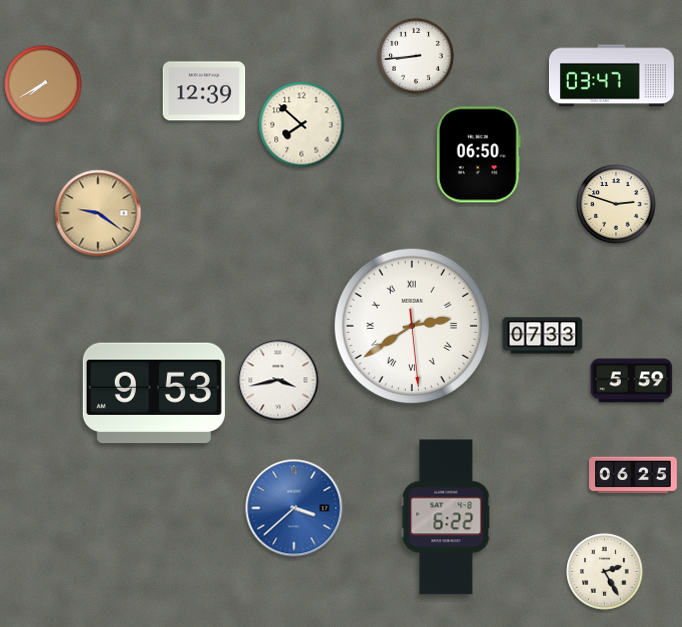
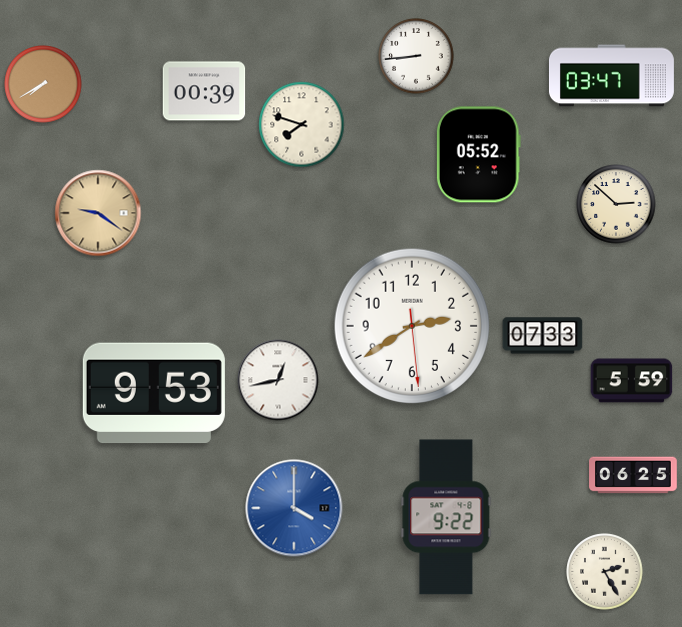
clock at (204, 91): 12:39 -> 00:39
clock at (302, 125): 7:52 -> 7:48
clock at (478, 155): 06:50 -> 05:52
clock at (616, 204): 2:48 -> 2:52
clock at (412, 326) numerals: Roman -> Arabic
clock at (278, 380): 3:43 -> 12:43
clock at (294, 508): 3:38 -> 4:00
clock at (446, 517): 6:22 -> 9:22
